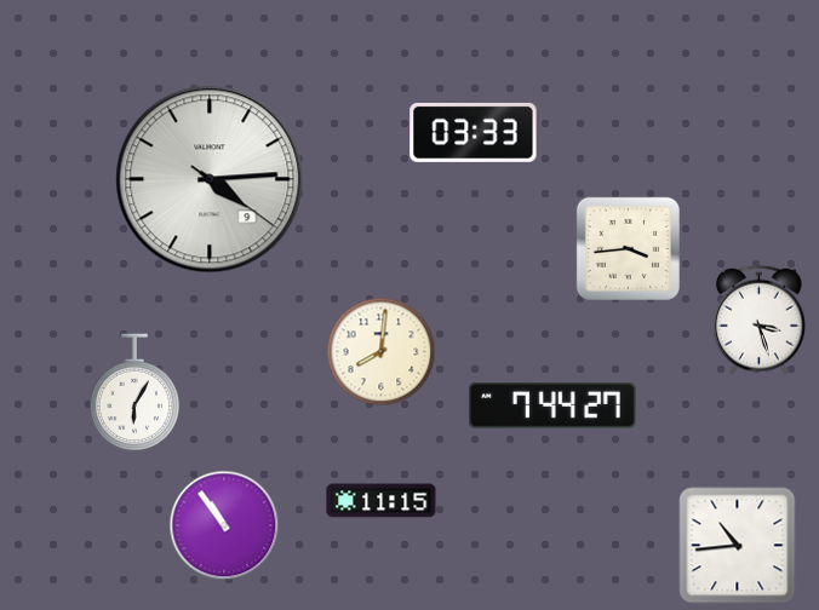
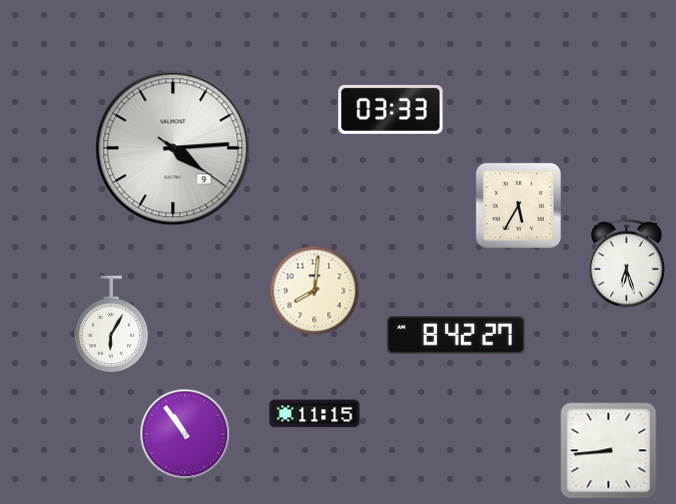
clock at (628, 248): 3:44 -> 5:35
clock at (760, 320): 3:27 -> 6:27
clock at (552, 405): 7:44 -> 8:42
clock at (738, 546): 10:44 -> 8:44
